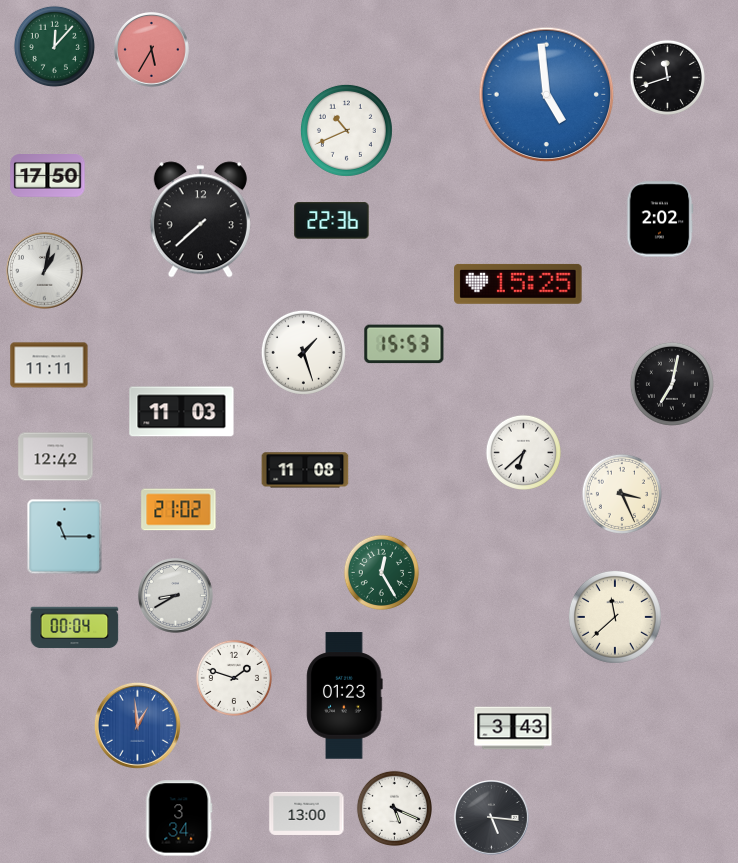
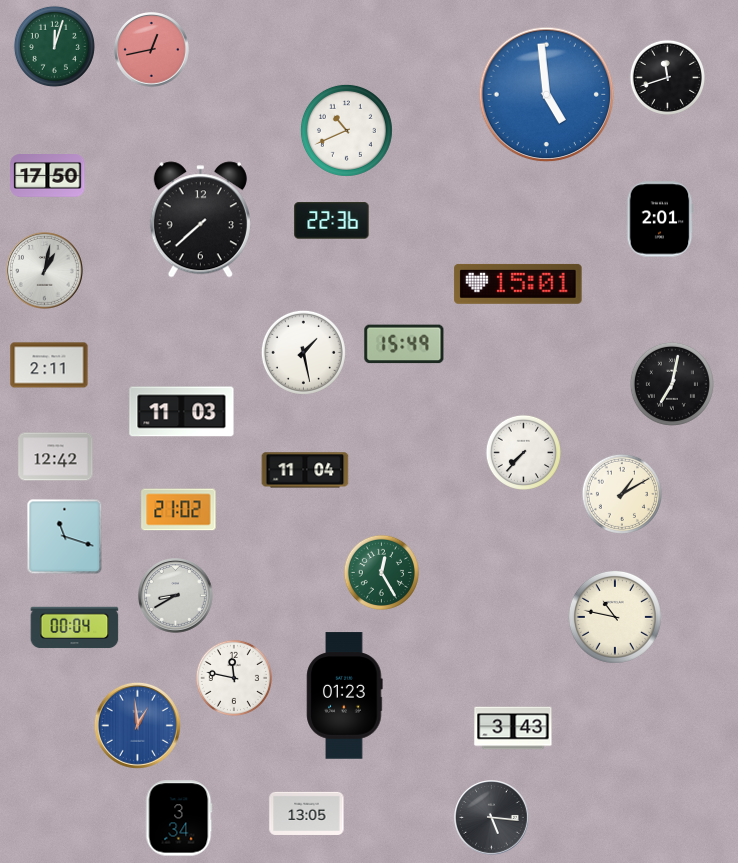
clock at (54, 46): 12:07 -> 12:03
clock at (152, 50): 5:35 -> 12:43
clock at (660, 219): 2:02 -> 2:01
clock at (518, 284): 15:25 -> 15:01
clock at (404, 344): 15:53 -> 15:49
clock at (303, 352): 1:27 -> 1:28
clock at (49, 365): 11:11 -> 2:11
clock at (523, 452): 6:38 -> 7:37
clock at (305, 470): 11:08 -> 11:04
clock at (622, 494): 3:26 -> 1:10
clock at (65, 537): 11:15 -> 11:18
clock at (615, 617): 11:38 -> 10:47
clock at (234, 678): 1:48 -> 11:47
clock at (394, 808): 5:19 -> none
clock at (307, 813): 13:00 -> 13:05
